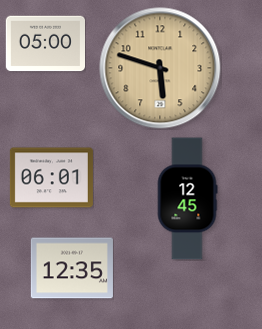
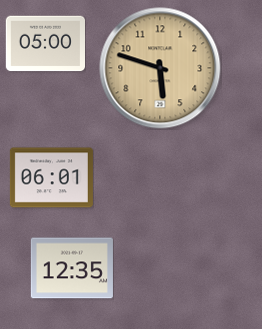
clock at (187, 199): 12:45 -> none
